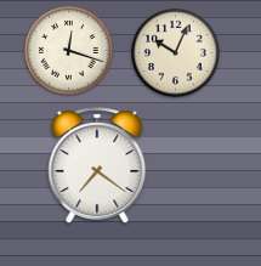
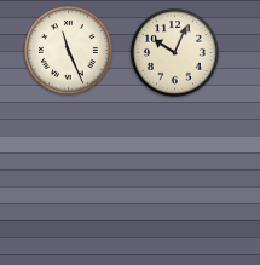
clock at (69, 51): 12:18 -> 11:26
clock at (97, 165): 7:21 -> none
